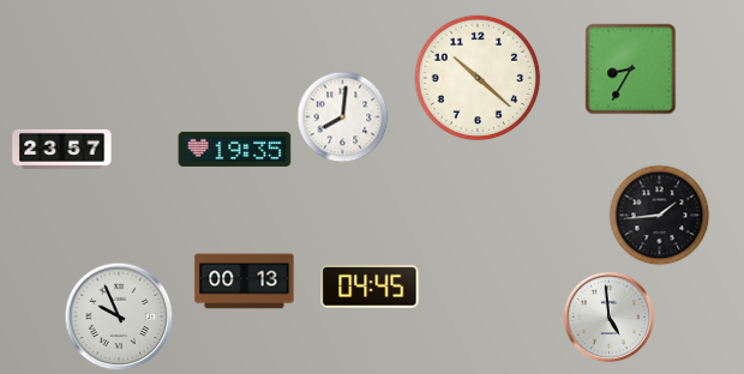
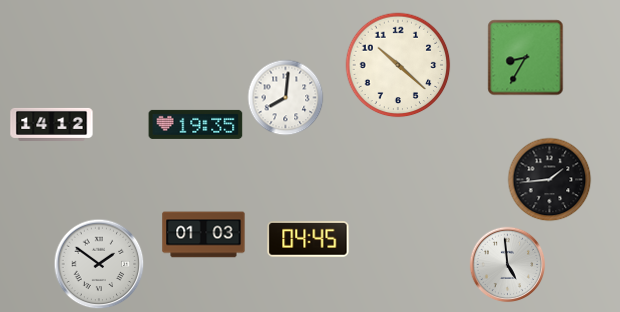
clock at (62, 149): 23:57 -> 14:12
clock at (245, 282): 00:13 -> 01:03
clock at (119, 316): 9:56 -> 1:51
